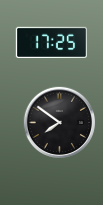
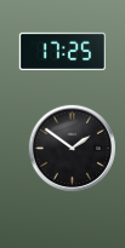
clock at (60, 123): 7:51 -> 1:51
